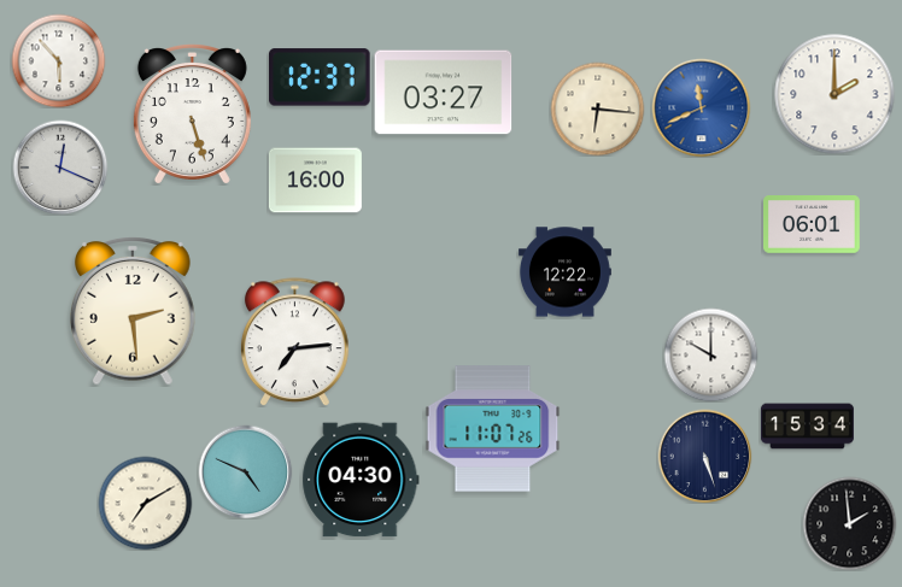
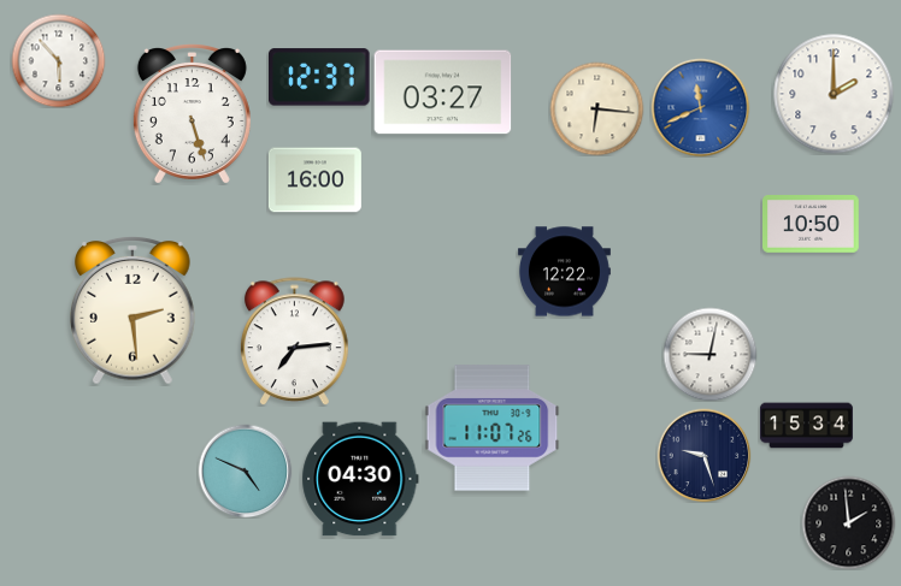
clock at (60, 168): 12:19 -> none
clock at (813, 225): 06:01 -> 10:50
clock at (710, 354): 10:00 -> 9:02
clock at (704, 456): 5:27 -> 9:27
clock at (145, 503): 7:10 -> none
